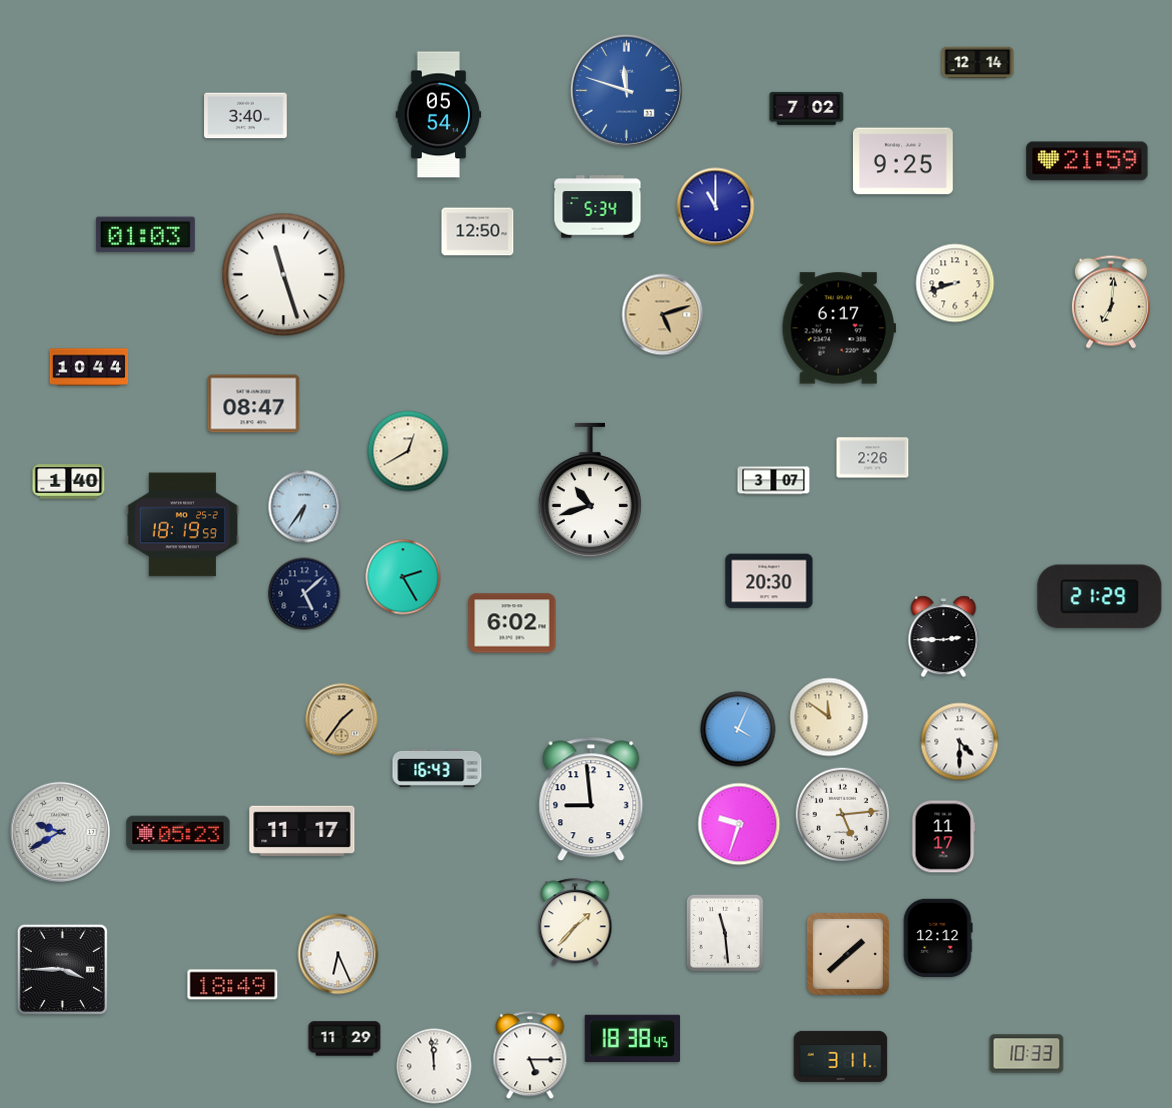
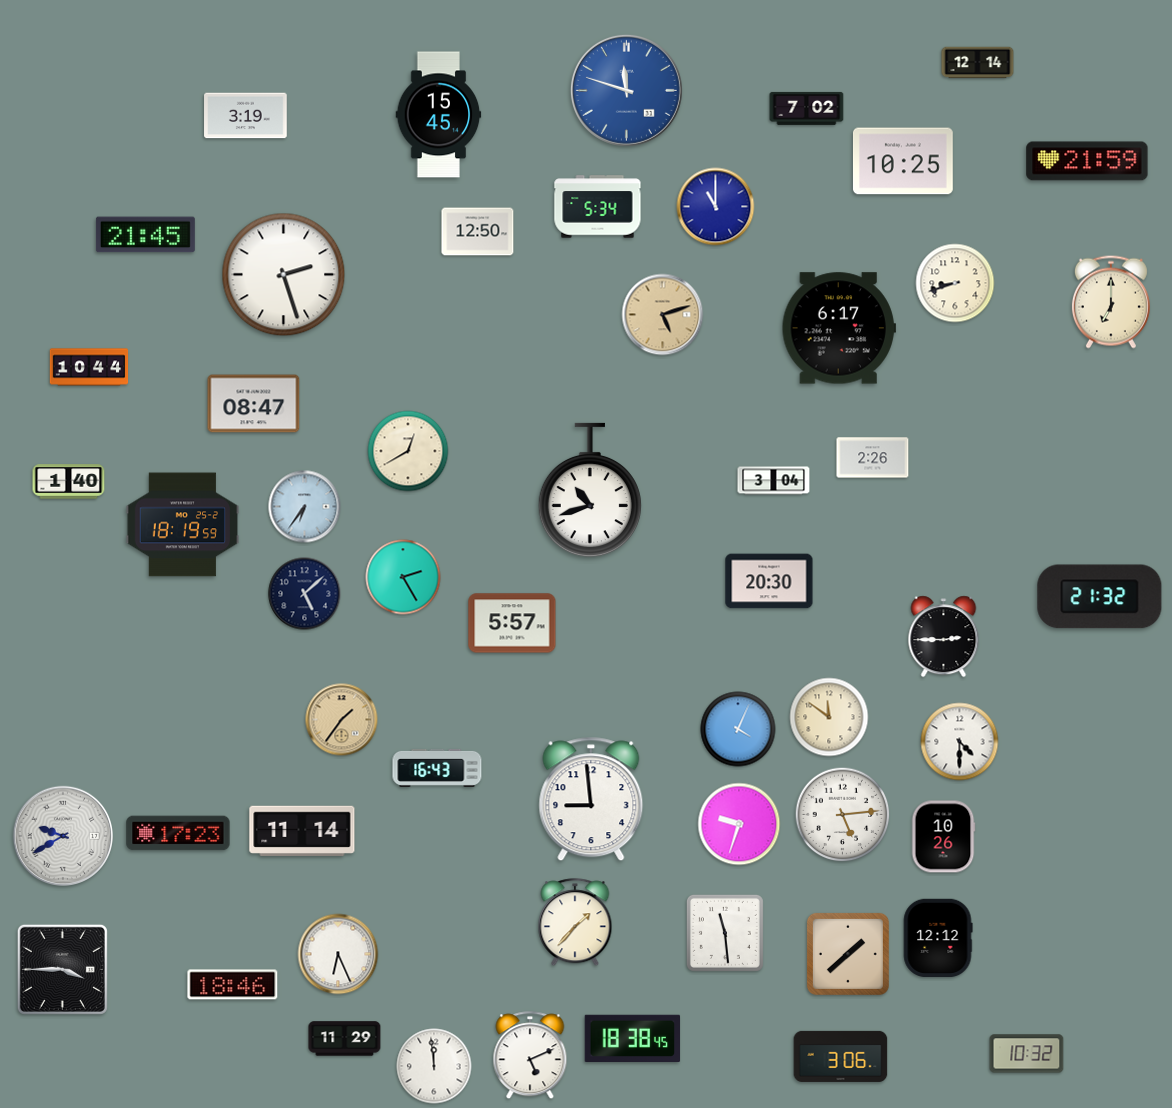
clock at (439, 115): 05:54 -> 15:45
clock at (246, 116): 3:40 -> 3:19
clock at (903, 161): 9:25 -> 10:25
clock at (145, 235): 01:03 -> 21:45
clock at (284, 275): 11:27 -> 2:27
clock at (1111, 302): 7:01 -> 7:00
clock at (774, 481): 3:07 -> 3:04
clock at (1100, 597): 21:29 -> 21:32
clock at (512, 623): 6:02 -> 5:57
clock at (302, 830): 11:17 -> 11:14
clock at (60, 832) position: (60, 832) -> (63, 836)
clock at (178, 833): 05:23 -> 17:23
clock at (943, 837): 11:17 -> 10:26
clock at (233, 985): 18:49 -> 18:46
clock at (1027, 1054): 10:33 -> 10:32
clock at (530, 1056): 5:15 -> 5:11
clock at (841, 1056): 3:11 -> 3:06
